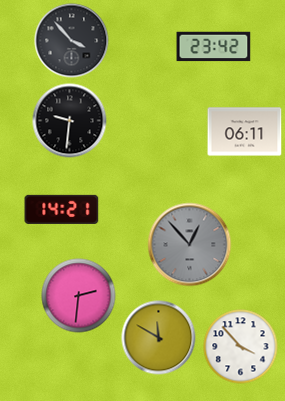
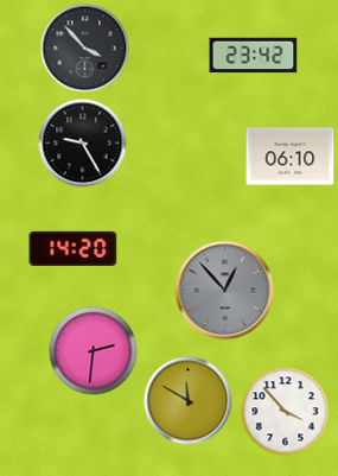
clock at (70, 121): 9:31 -> 9:25
clock at (245, 132): 06:11 -> 06:10
clock at (62, 209): 14:21 -> 14:20
